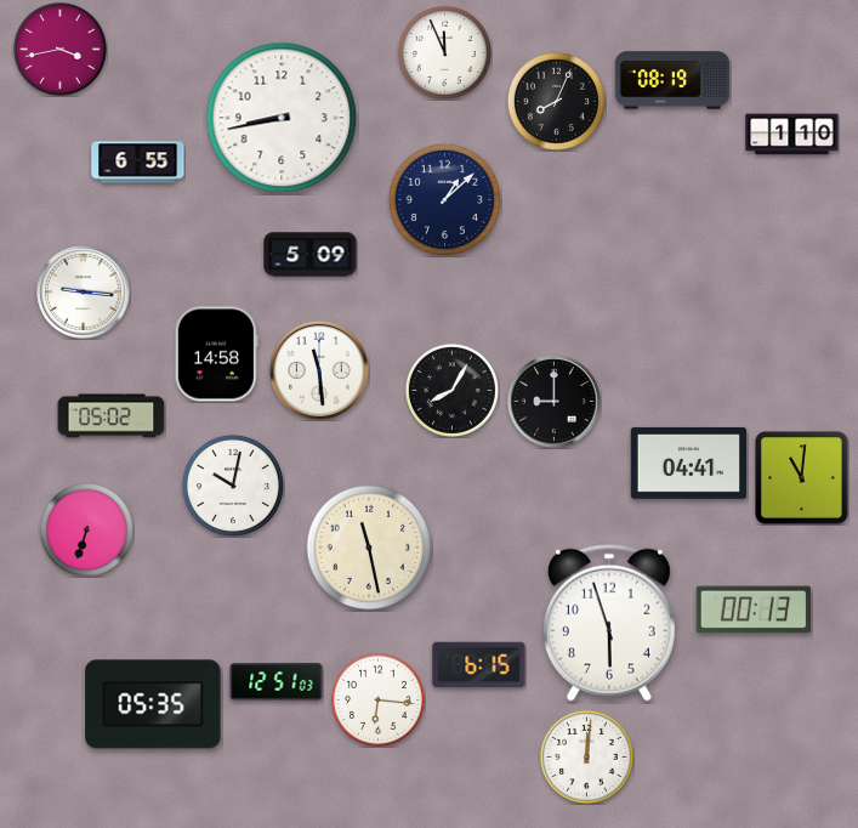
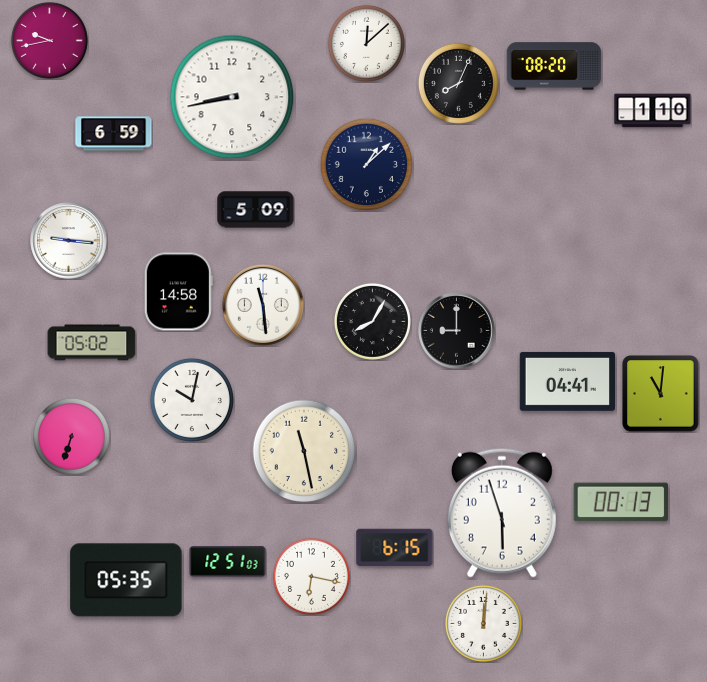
clock at (59, 49): 3:43 -> 9:43
clock at (444, 52): 11:56 -> 12:08
clock at (672, 80): 08:19 -> 08:20
clock at (138, 163): 6:55 -> 6:59
clock at (377, 699): 6:16 -> 6:17
